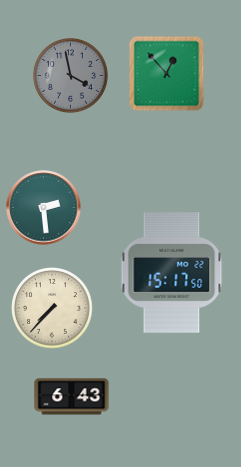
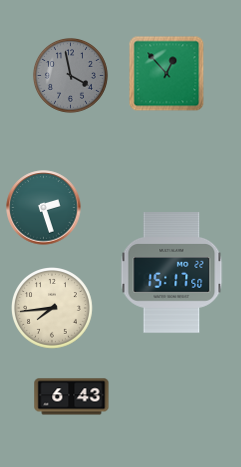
clock at (44, 208): 2:29 -> 2:27
clock at (53, 309): 7:37 -> 7:44
